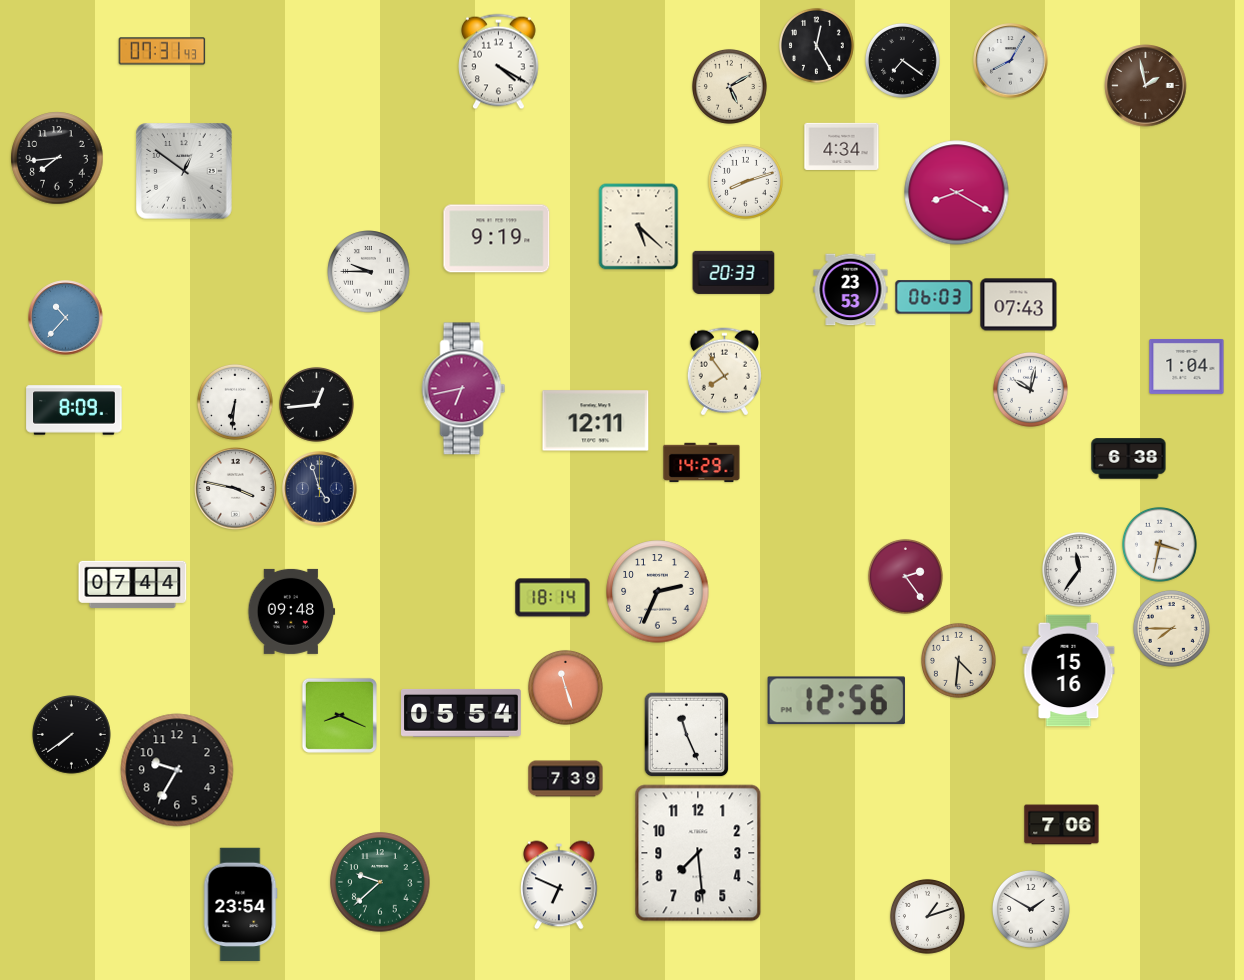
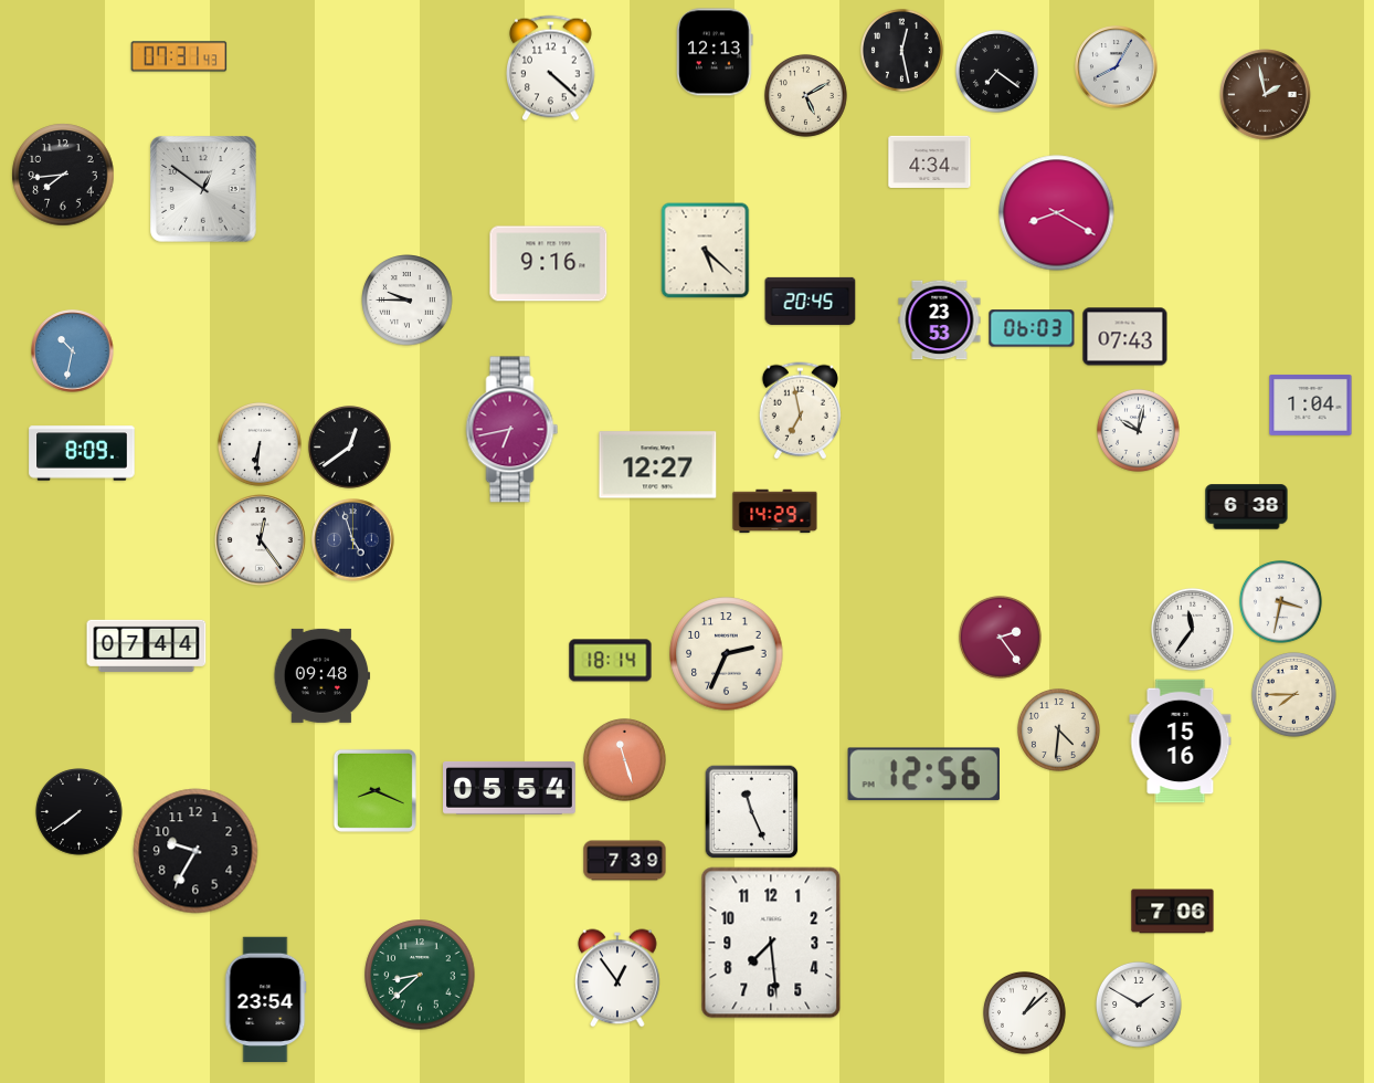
clock at (816, 45): 12:25 -> 12:28
clock at (715, 52): none -> 12:13
clock at (902, 60) position: (902, 60) -> (996, 71)
clock at (499, 62): 4:20 -> 4:22
clock at (745, 181): 8:12 -> none
clock at (497, 239): 9:19 -> 9:16
clock at (734, 272): 20:33 -> 20:45
clock at (66, 318): 10:37 -> 10:32
clock at (724, 372): 7:54 -> 6:58
clock at (316, 404): 12:44 -> 12:39
clock at (596, 421): 12:11 -> 12:27
clock at (236, 489): 3:47 -> 12:24
clock at (687, 735) position: (687, 735) -> (752, 812)
clock at (380, 882): 9:38 -> 8:38
clock at (559, 885): 6:49 -> 12:54
clock at (927, 916): 1:12 -> 1:08
